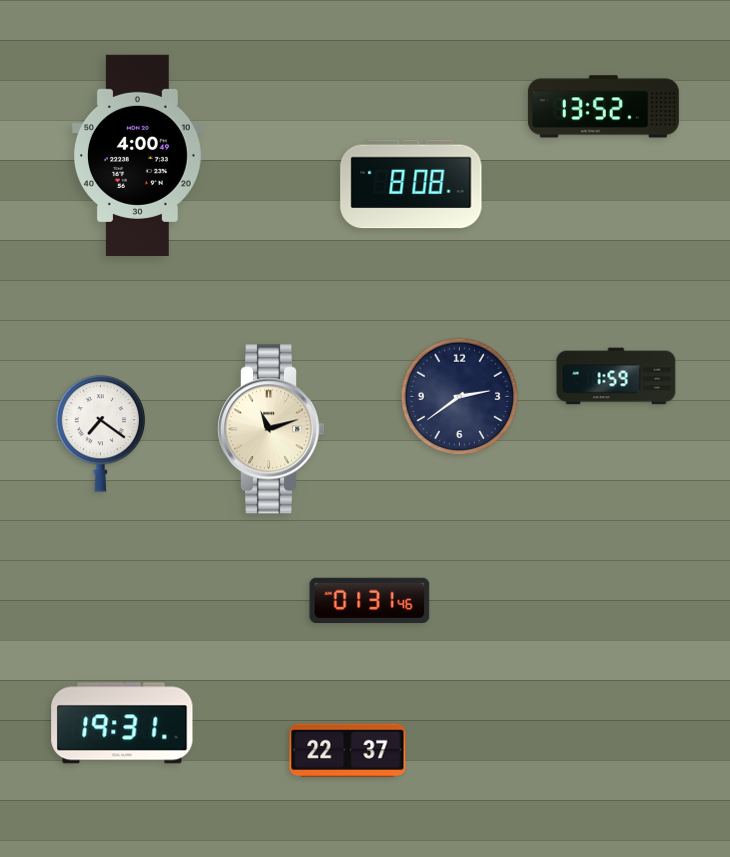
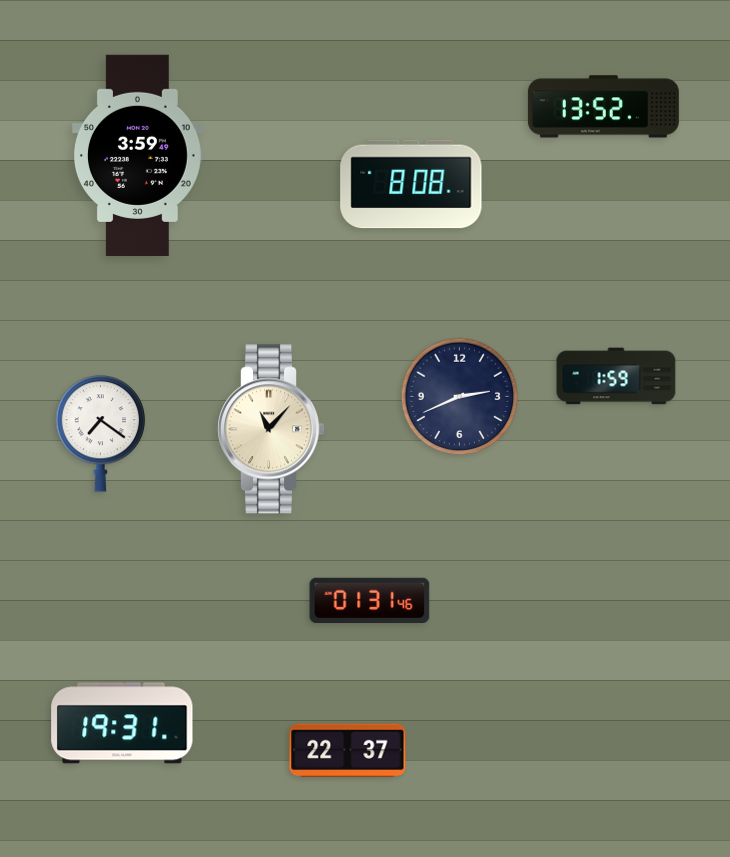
clock at (138, 155): 4:00 -> 3:59
clock at (460, 397): 2:39 -> 2:41
clock at (271, 429): 11:12 -> 11:07
